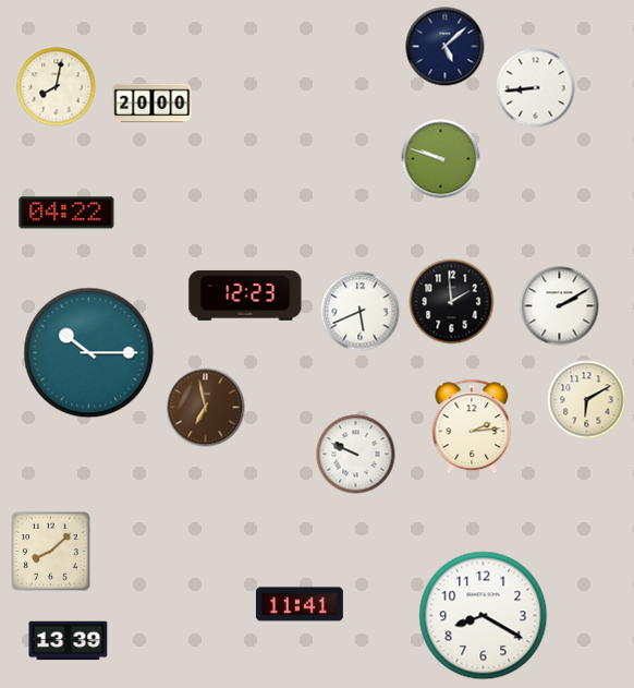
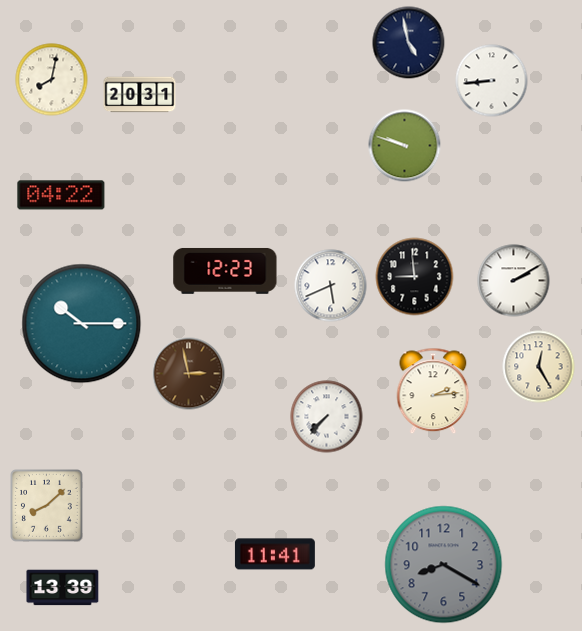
clock at (446, 47): 5:08 -> 4:58
clock at (153, 104): 20:00 -> 20:31
clock at (452, 302): 1:59 -> 8:59
clock at (587, 400): 6:10 -> 12:25
clock at (206, 408): 6:58 -> 2:58
clock at (356, 455): 9:49 -> 7:37
clock at (484, 616) dial: white -> grey
